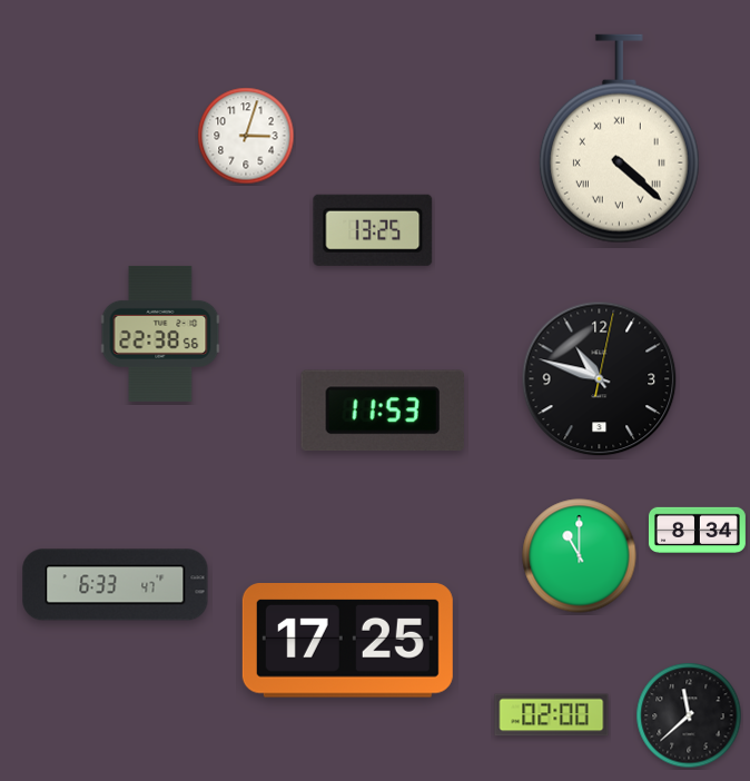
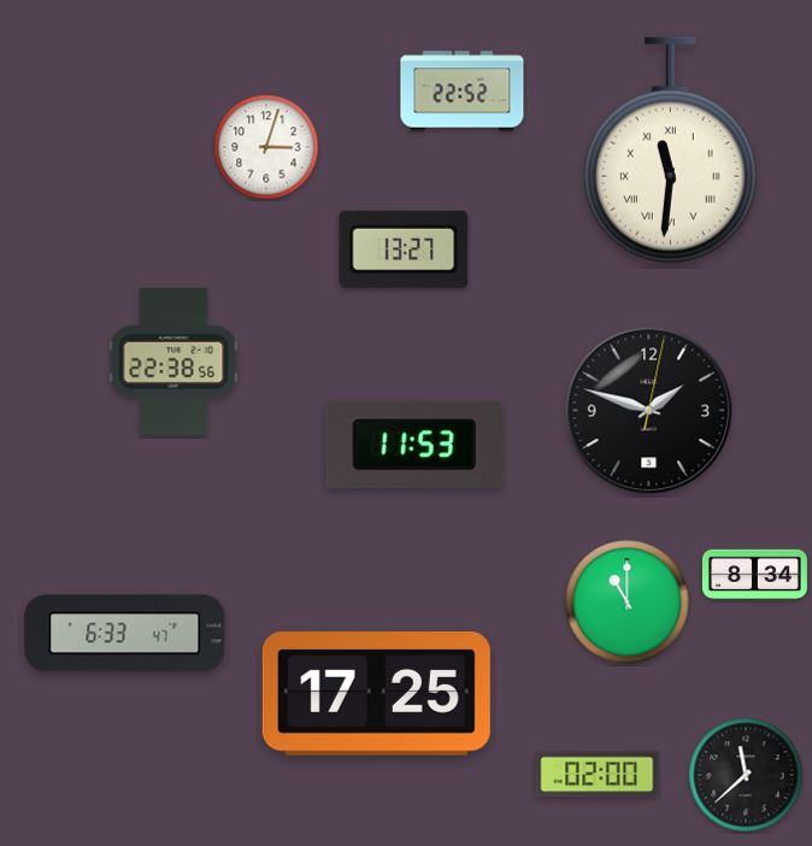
clock at (463, 92): none -> 22:52
clock at (619, 139): 4:22 -> 11:31
clock at (373, 230): 13:25 -> 13:27
clock at (600, 379): 10:48 -> 1:48
